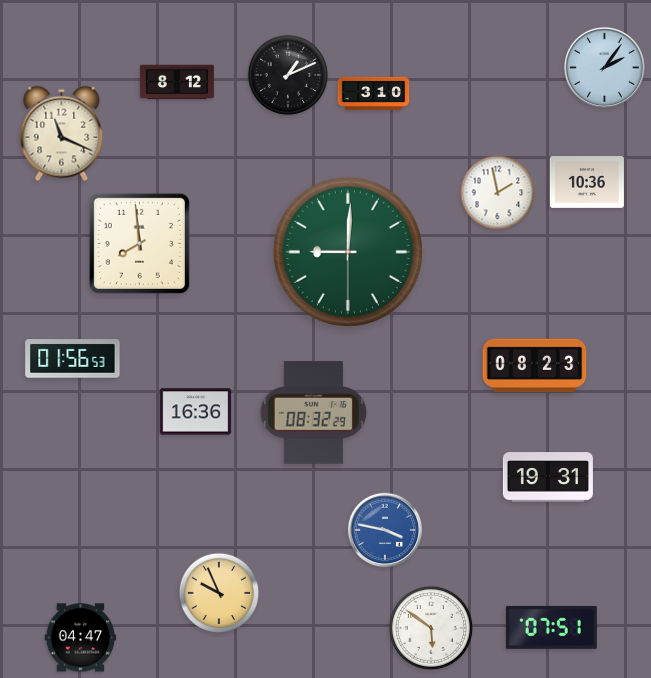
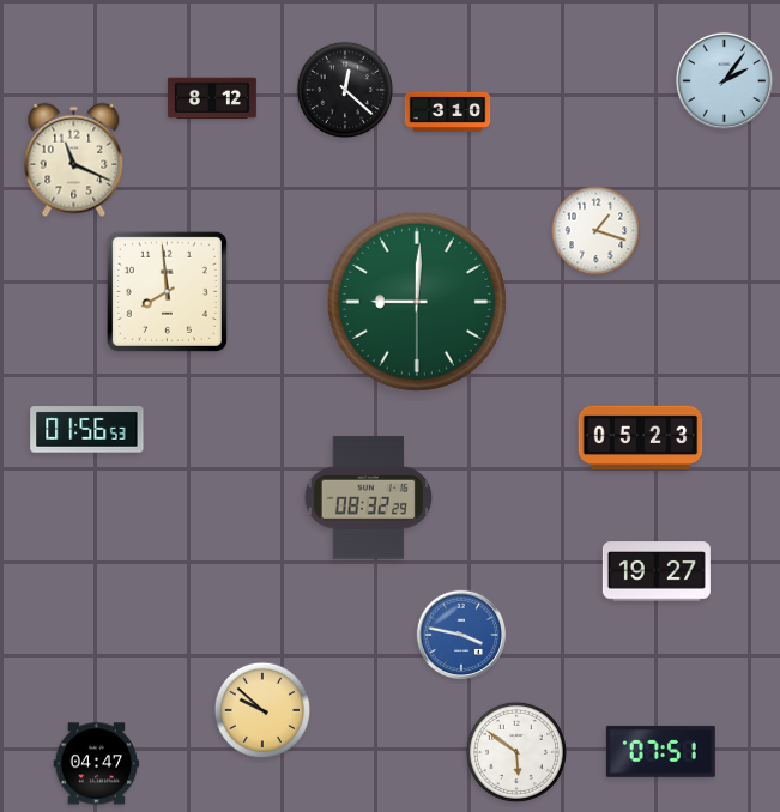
clock at (288, 75): 1:11 -> 12:22
clock at (587, 183): 10:36 -> none
clock at (498, 193): 1:58 -> 1:18
clock at (535, 366): 08:23 -> 05:23
clock at (196, 412): 16:36 -> none
clock at (313, 413) position: (313, 413) -> (368, 498)
clock at (548, 477): 19:31 -> 19:27
clock at (219, 593): 9:56 -> 9:52
